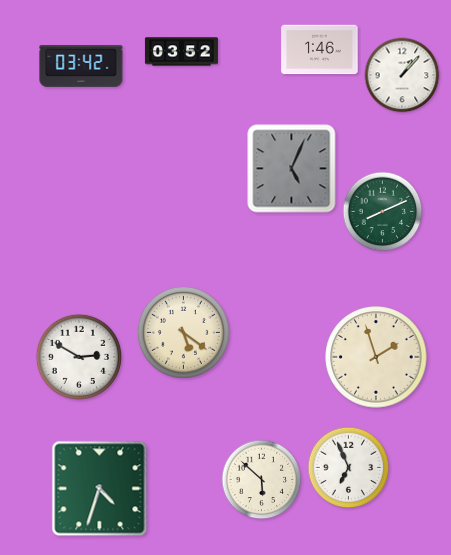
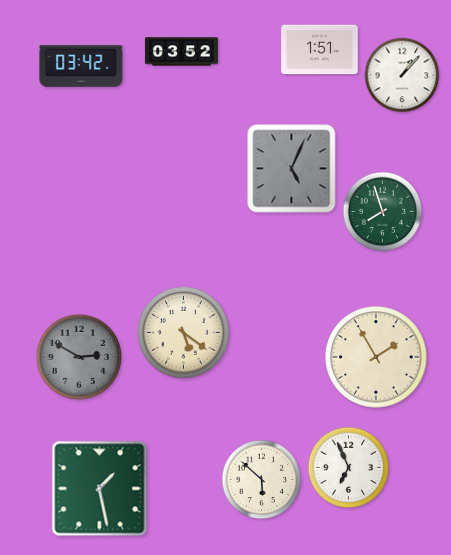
clock at (320, 50): 1:46 -> 1:51
clock at (383, 212): 8:11 -> 7:57
clock at (78, 356) dial: white -> grey
clock at (376, 357): 1:57 -> 1:55
clock at (100, 489): 4:33 -> 1:28
